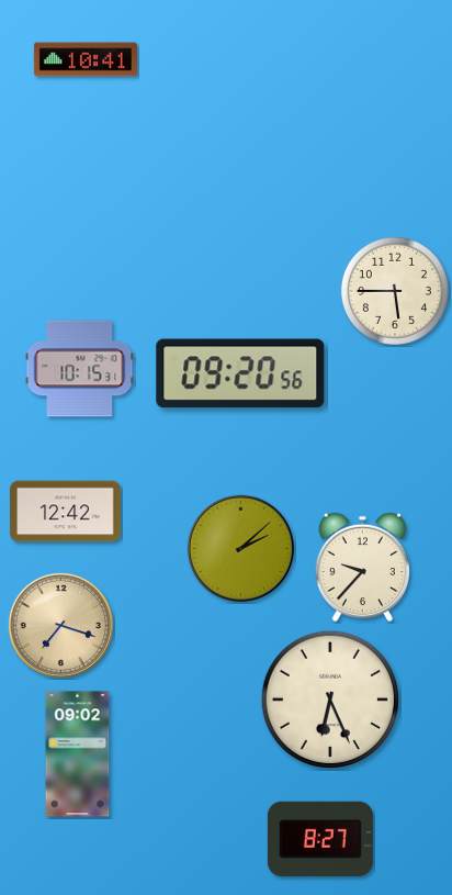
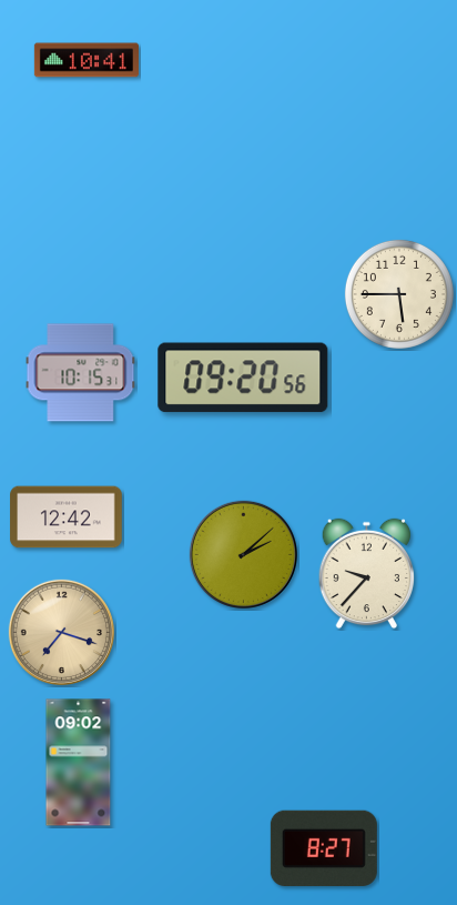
clock at (329, 698): 6:26 -> none
